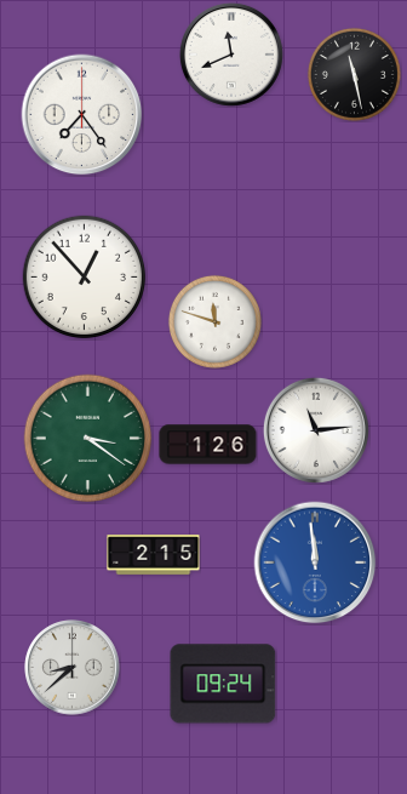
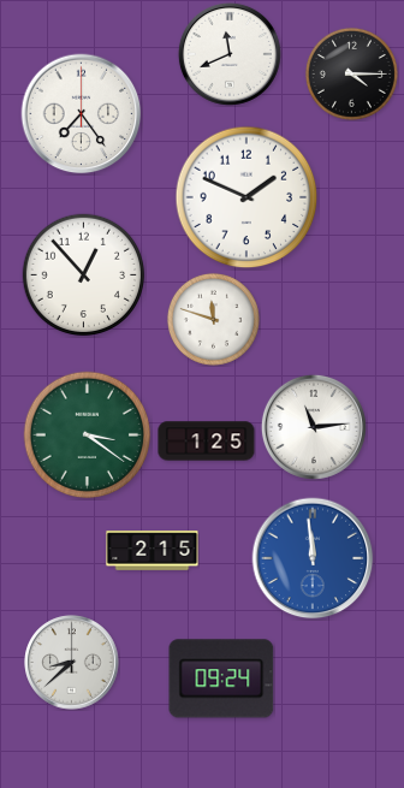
clock at (354, 74): 11:28 -> 4:15
clock at (246, 197): none -> 1:49
clock at (208, 445): 1:26 -> 1:25
